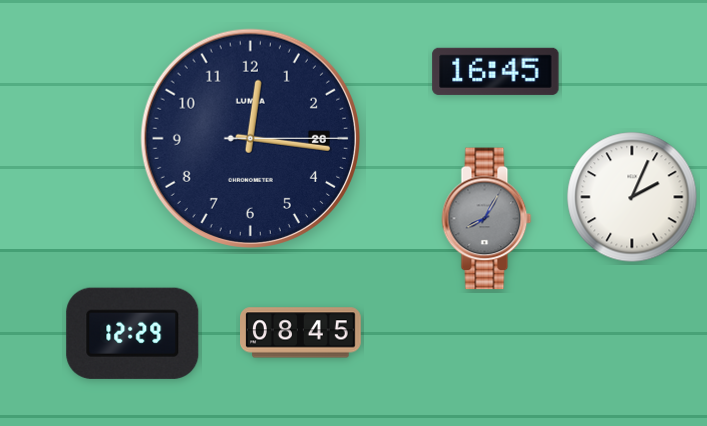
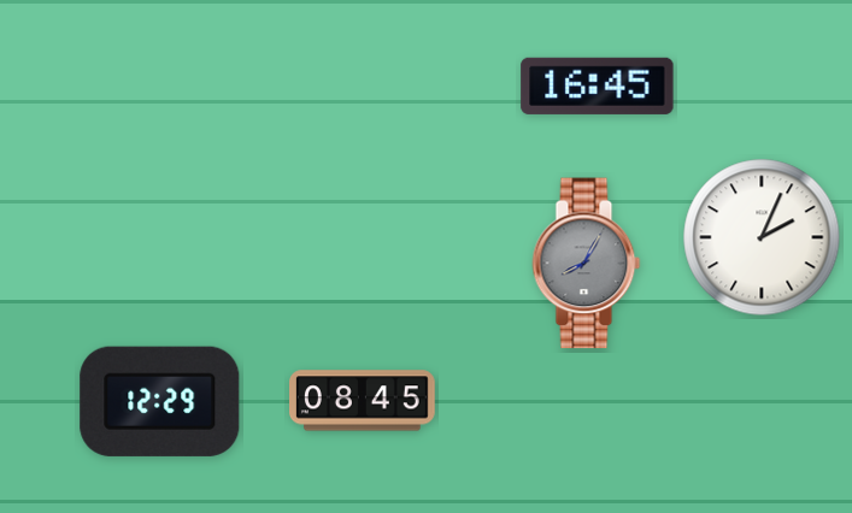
clock at (250, 138): 12:16 -> none
